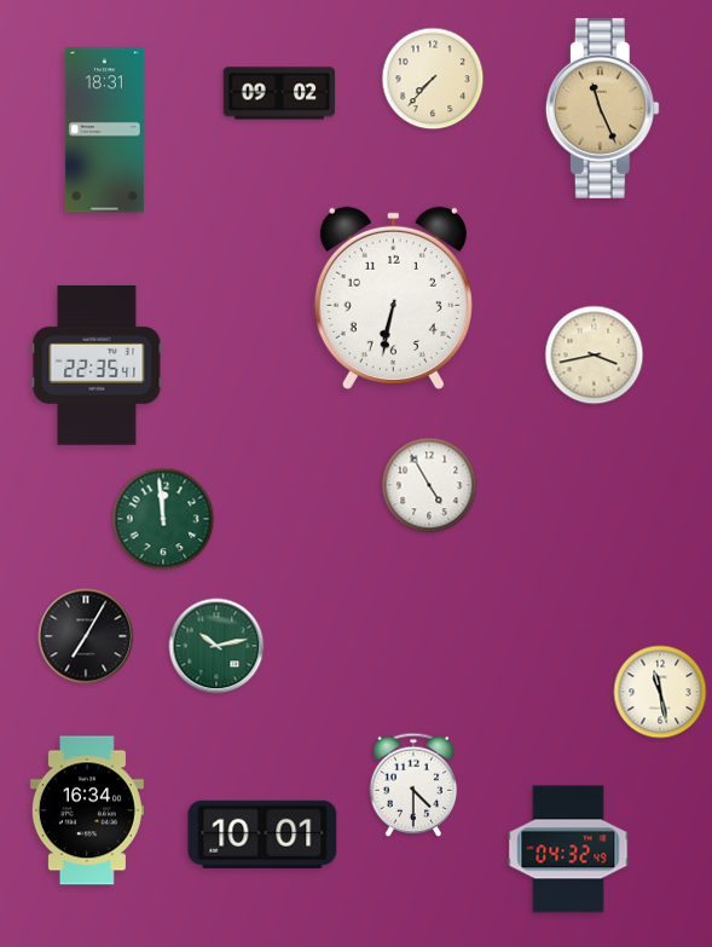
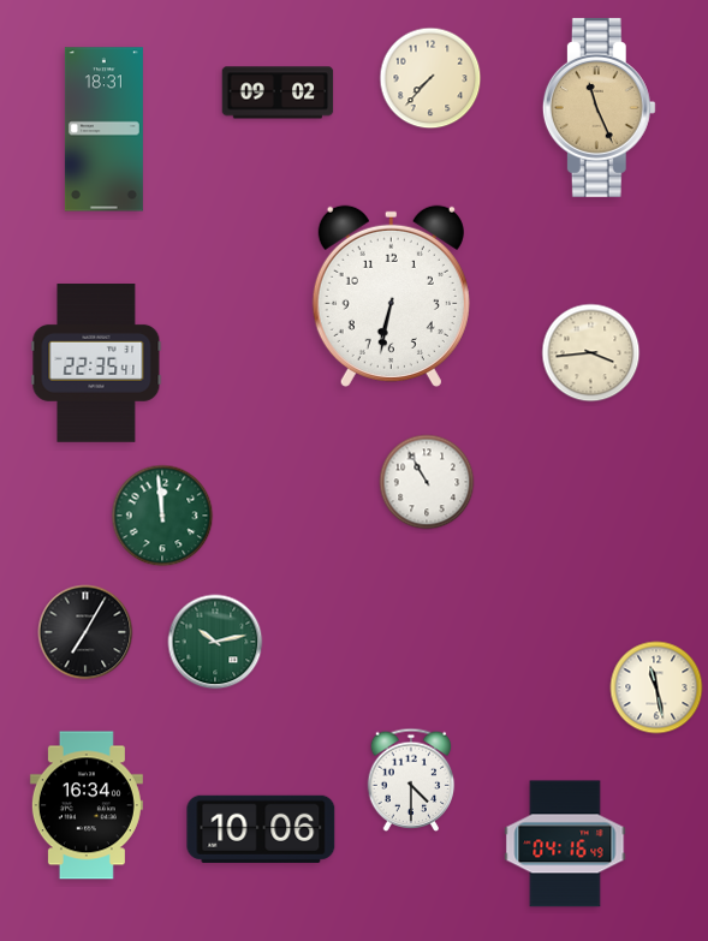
clock at (595, 356): 3:43 -> 3:44
clock at (429, 485): 4:55 -> 10:55
clock at (262, 835): 10:01 -> 10:06
clock at (568, 849): 04:32 -> 04:16
